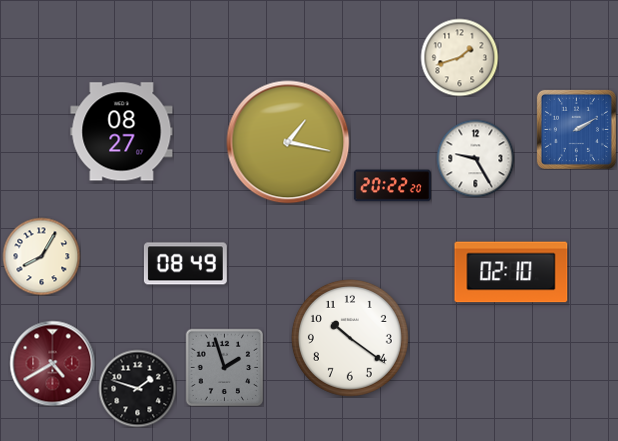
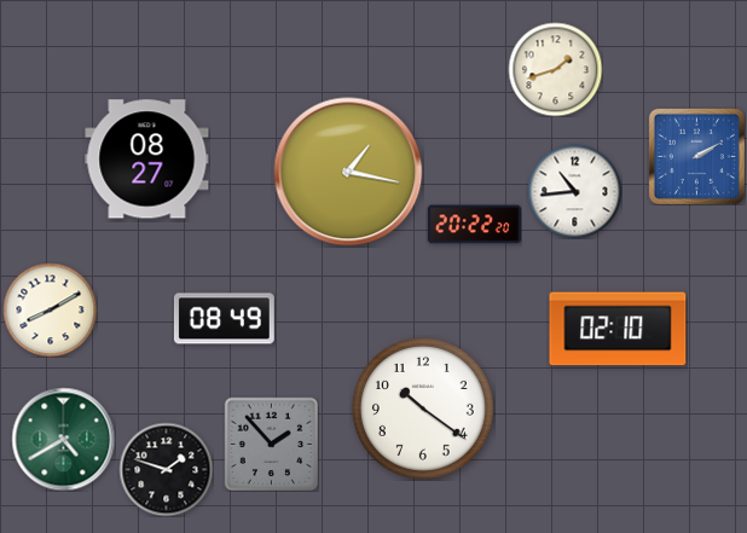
clock at (475, 158): 9:25 -> 10:44
clock at (41, 256): 8:05 -> 8:10
clock at (52, 363) dial: burgundy -> green
clock at (224, 367): 1:57 -> 1:53
